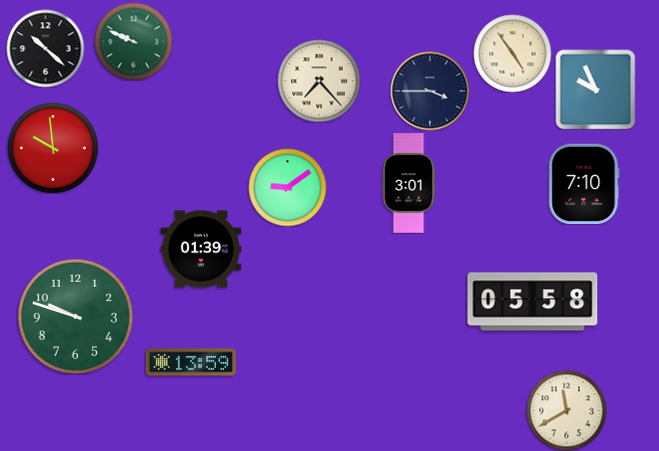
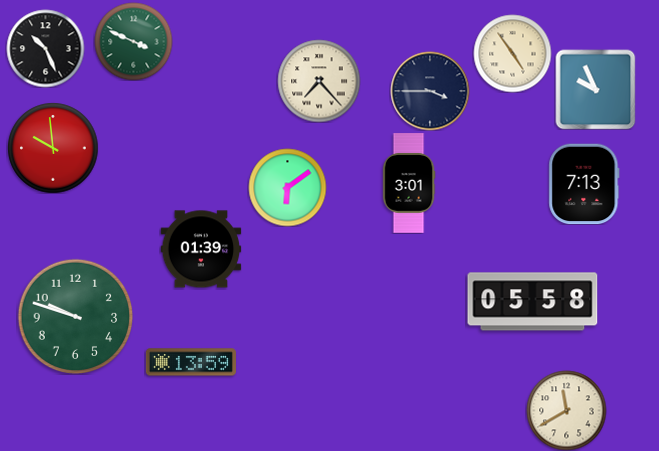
clock at (133, 41): 9:49 -> 3:49
clock at (45, 48): 10:22 -> 10:26
clock at (584, 184): 7:10 -> 7:13
clock at (287, 187): 9:09 -> 6:09
